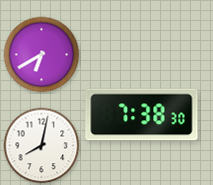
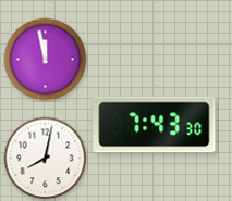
clock at (42, 55): 6:40 -> 11:58
clock at (142, 115): 7:38 -> 7:43
